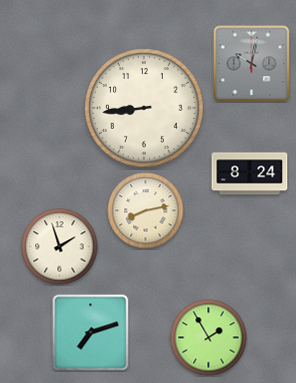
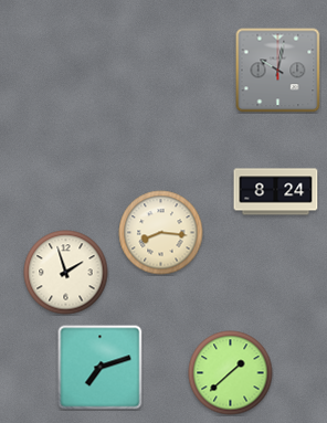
clock at (144, 108): 8:44 -> none
clock at (146, 211): 8:13 -> 8:16
clock at (209, 338): 1:55 -> 1:38
